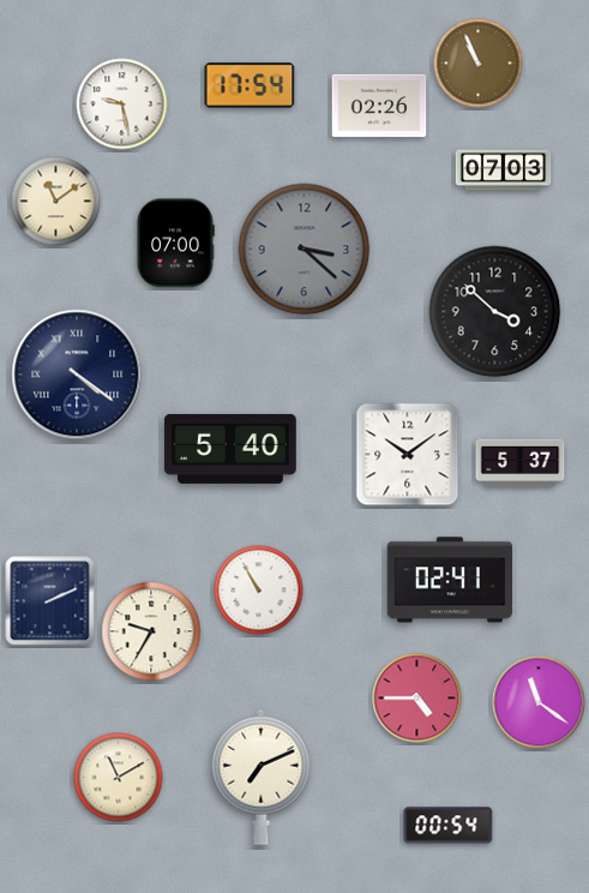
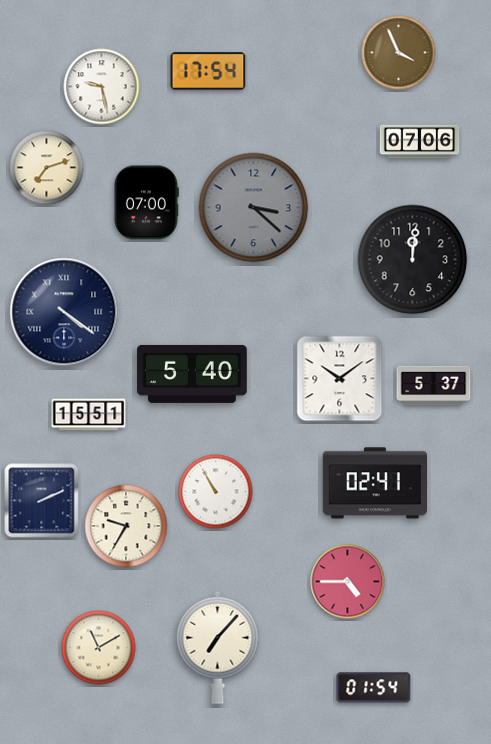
clock at (479, 64): 10:56 -> 3:56
clock at (379, 106): 02:26 -> none
clock at (504, 170): 07:03 -> 07:06
clock at (56, 202): 11:09 -> 7:12
clock at (495, 312): 3:52 -> 12:01
clock at (89, 415): none -> 15:51
clock at (539, 702): 11:21 -> none
clock at (262, 777): 7:11 -> 7:07
clock at (449, 826): 00:54 -> 01:54
